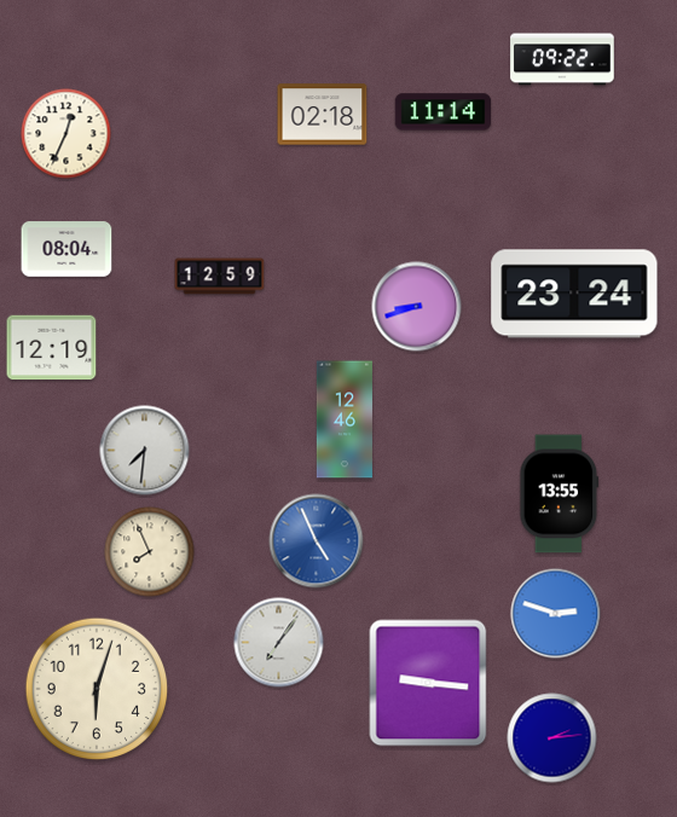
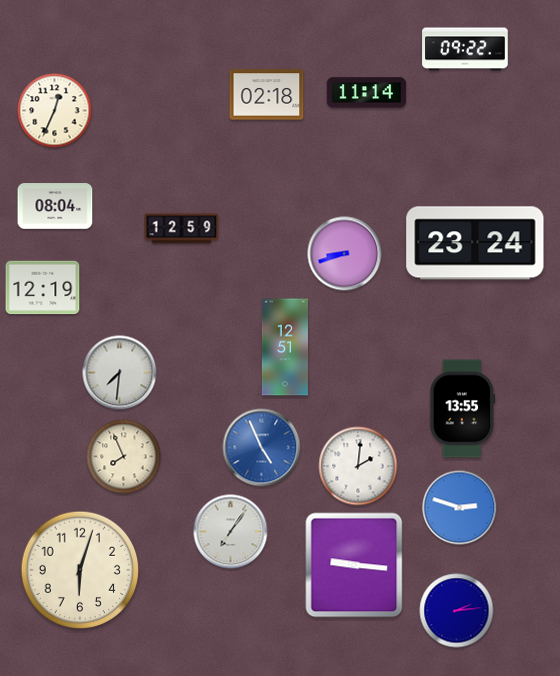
clock at (345, 419): 12:46 -> 12:51
clock at (358, 466): none -> 2:01
